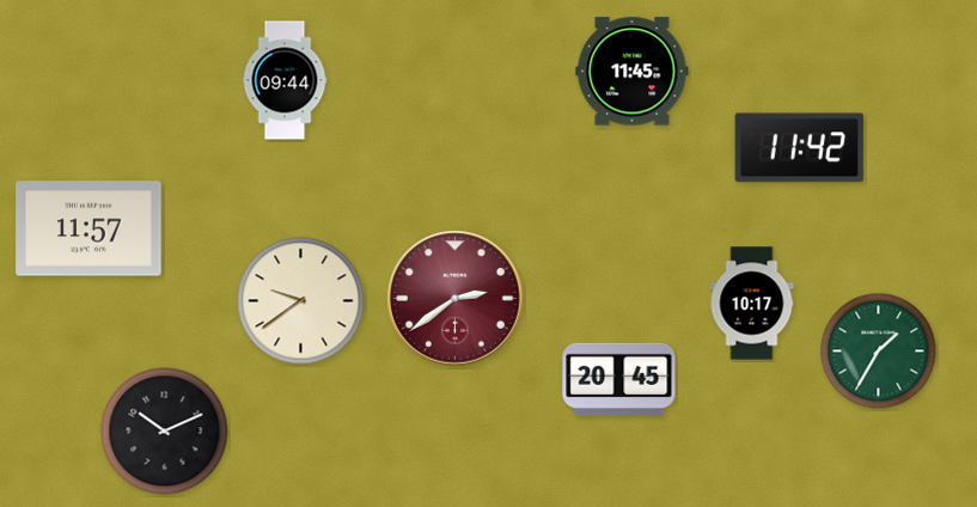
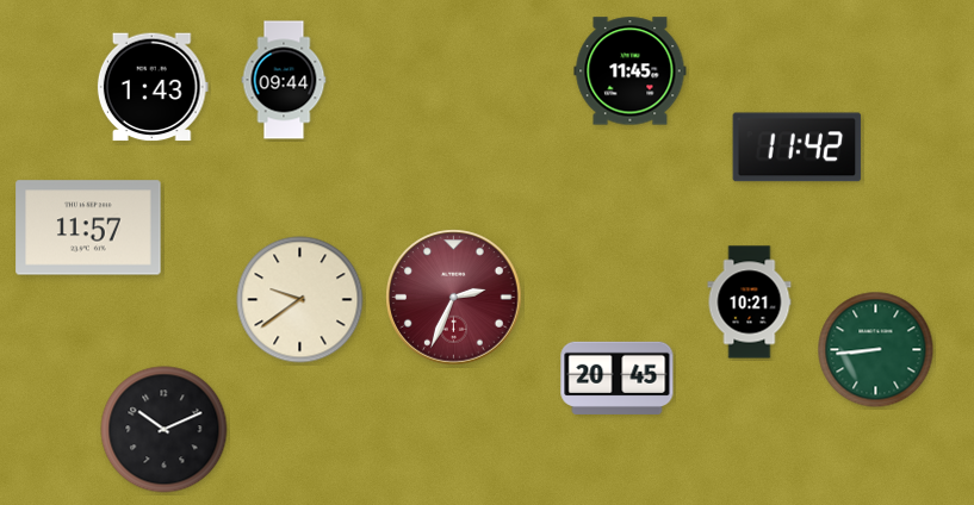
clock at (153, 87): none -> 1:43
clock at (456, 299): 2:39 -> 2:34
clock at (752, 304): 10:17 -> 10:21
clock at (879, 352): 1:35 -> 8:44
